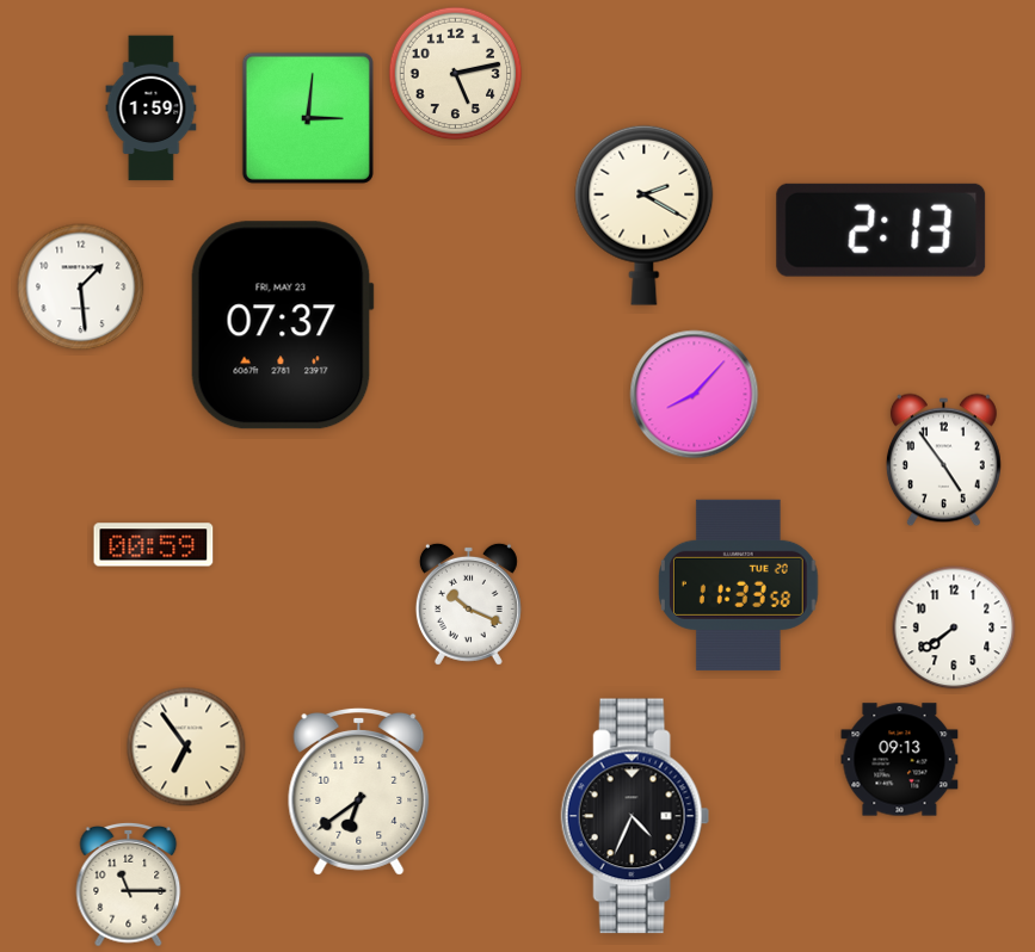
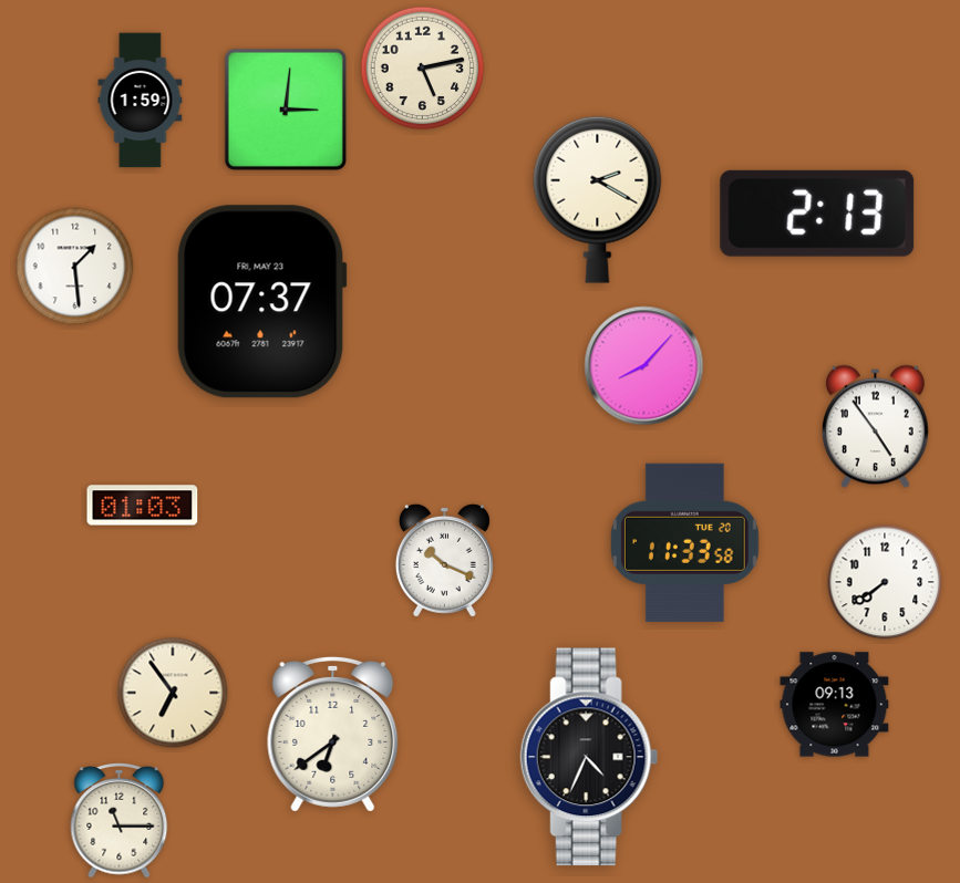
clock at (154, 545): 00:59 -> 01:03
clock at (468, 604) position: (468, 604) -> (444, 560)
